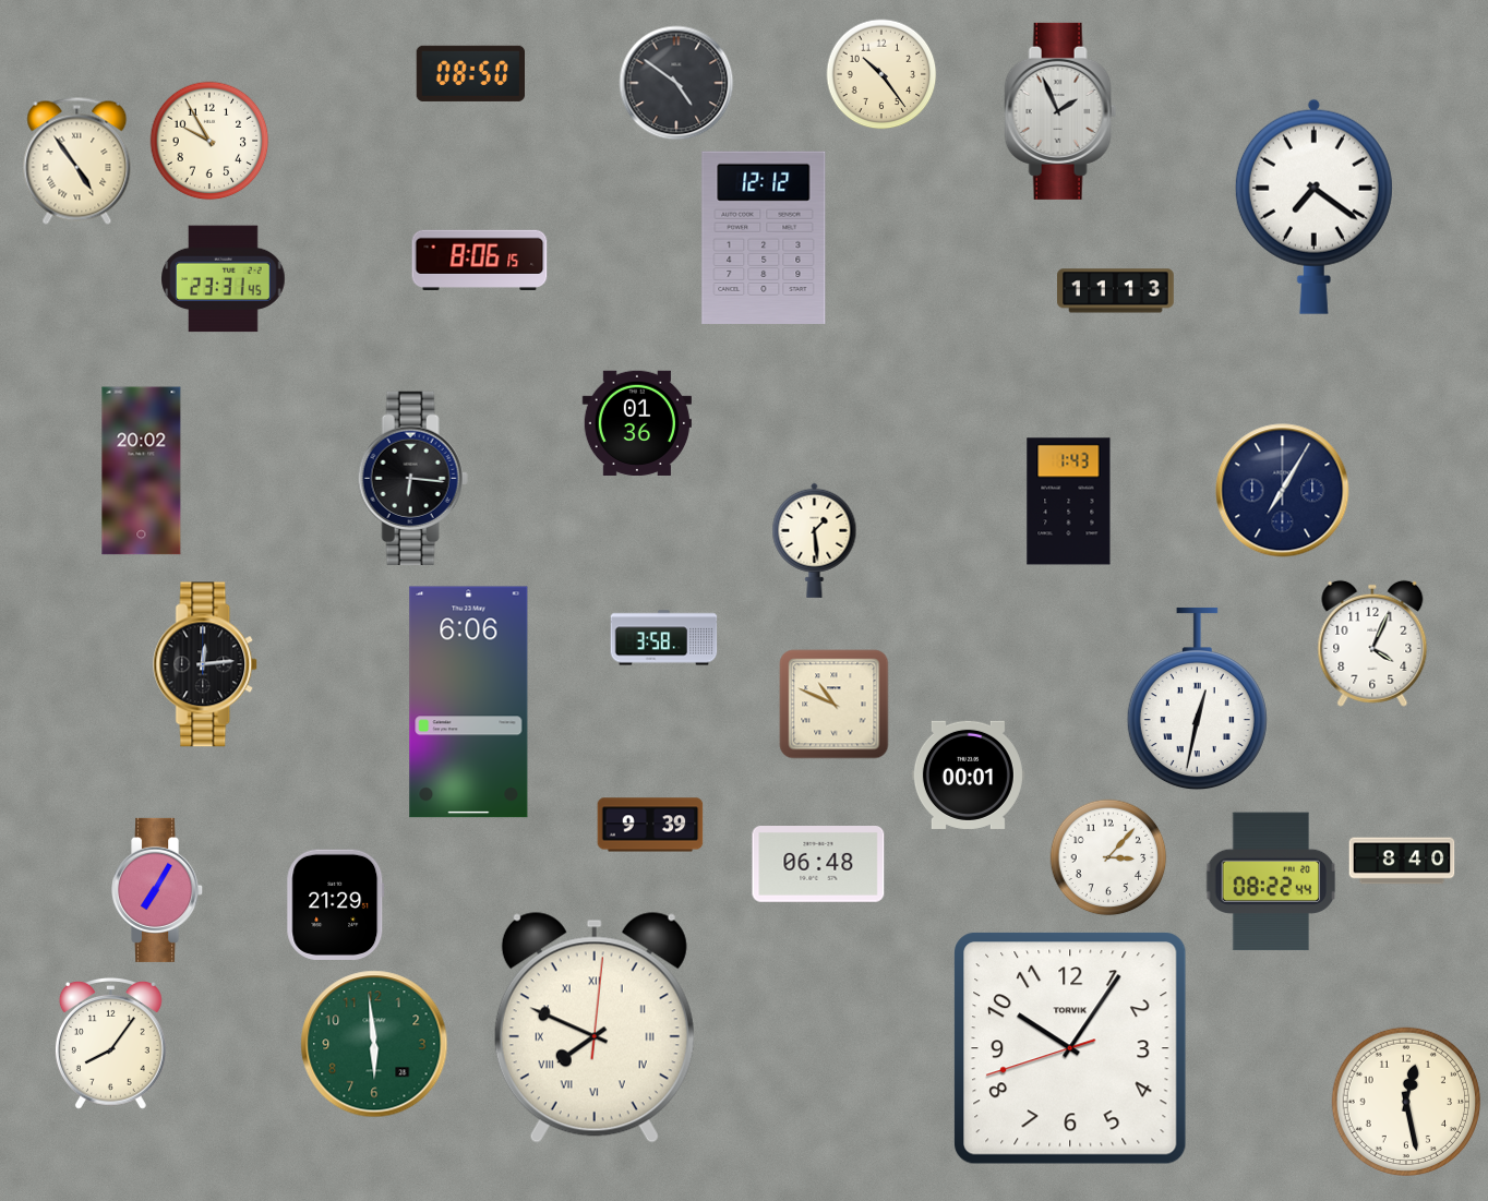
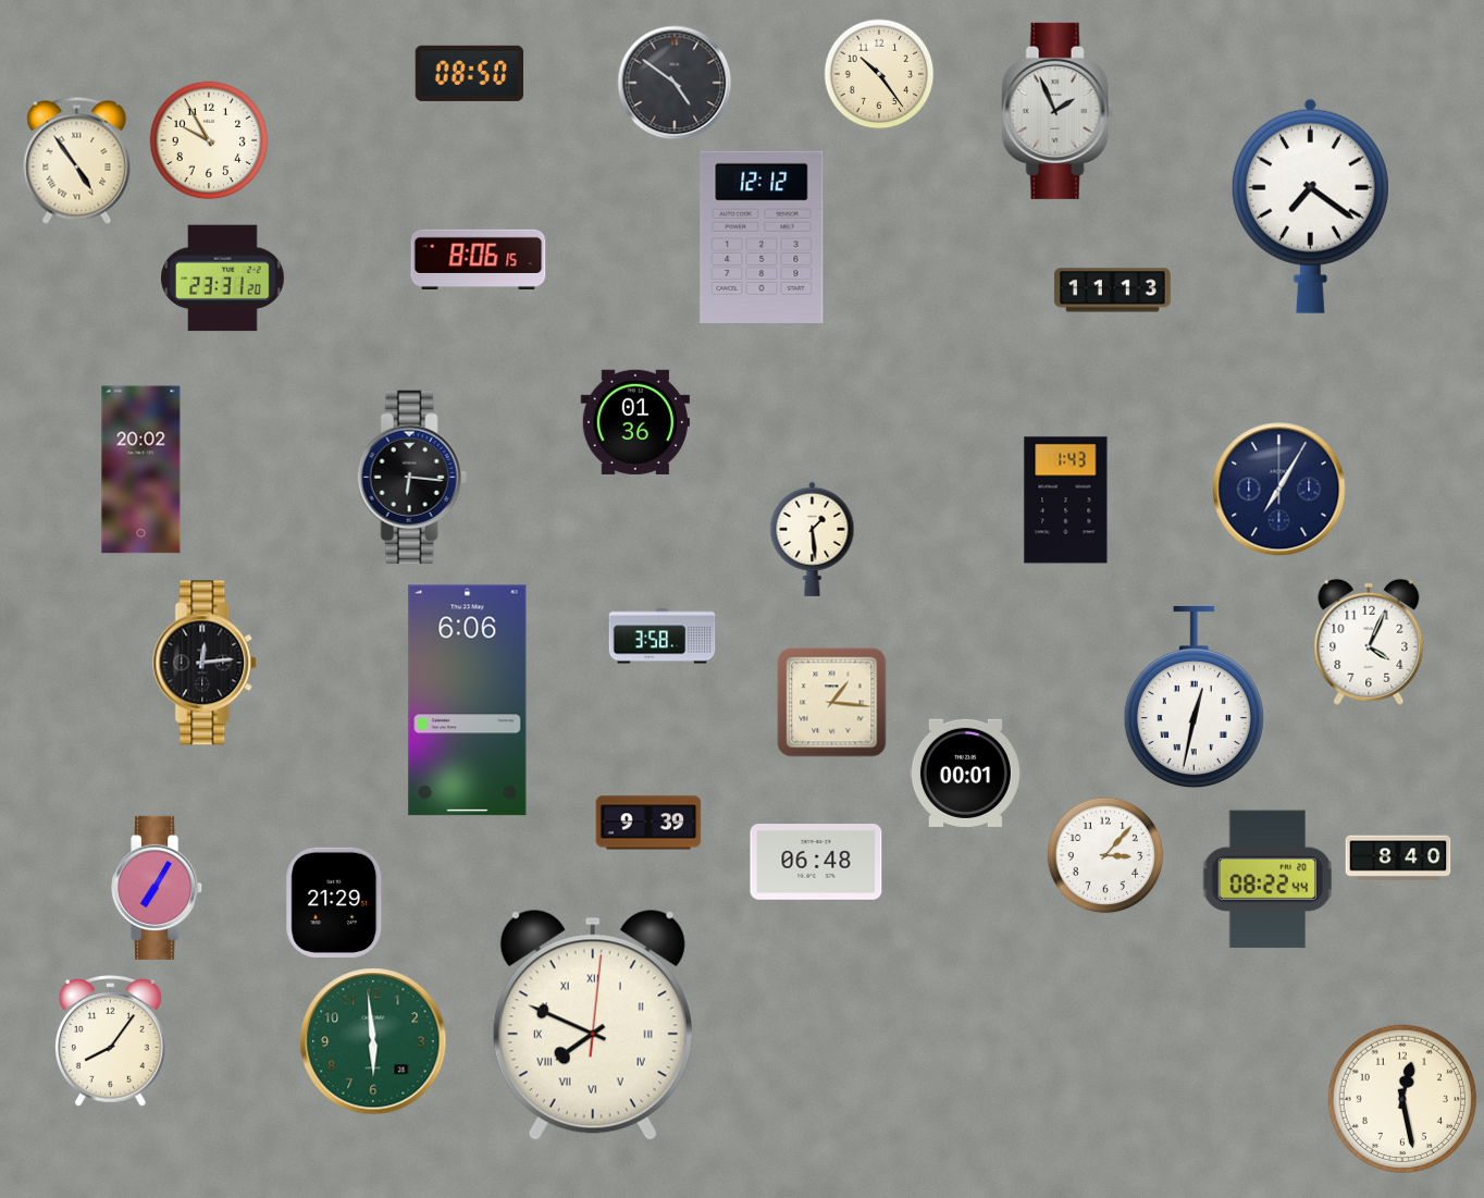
clock at (224, 279): 23:31:45 -> 23:31:20
clock at (835, 705): 10:49 -> 1:16
clock at (1070, 1048): 10:05 -> none
